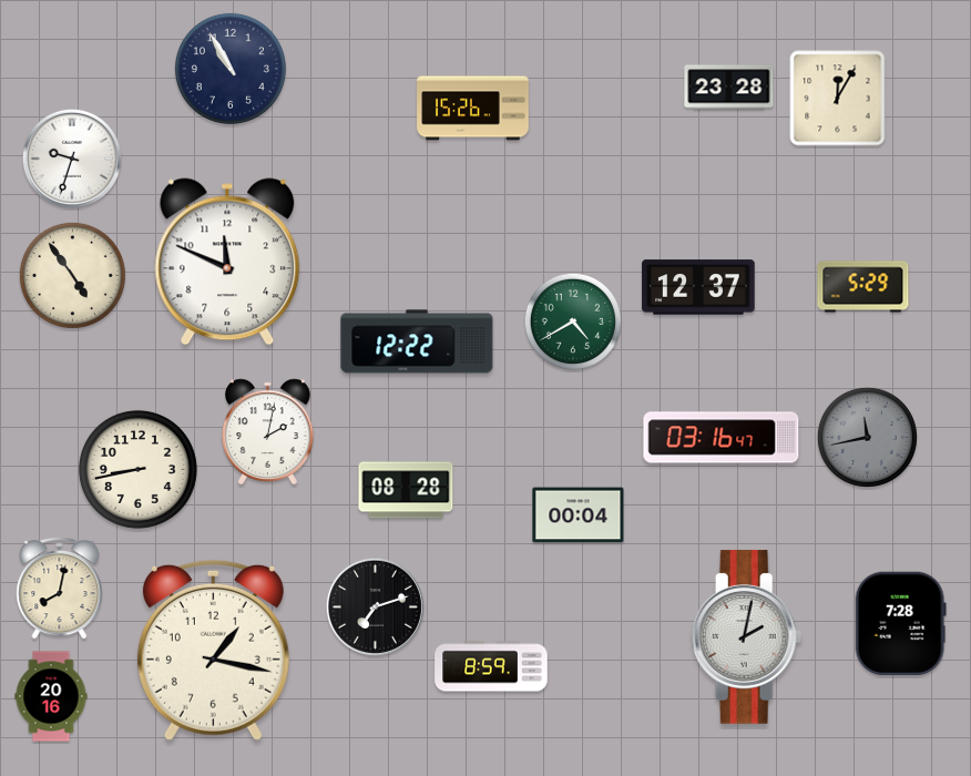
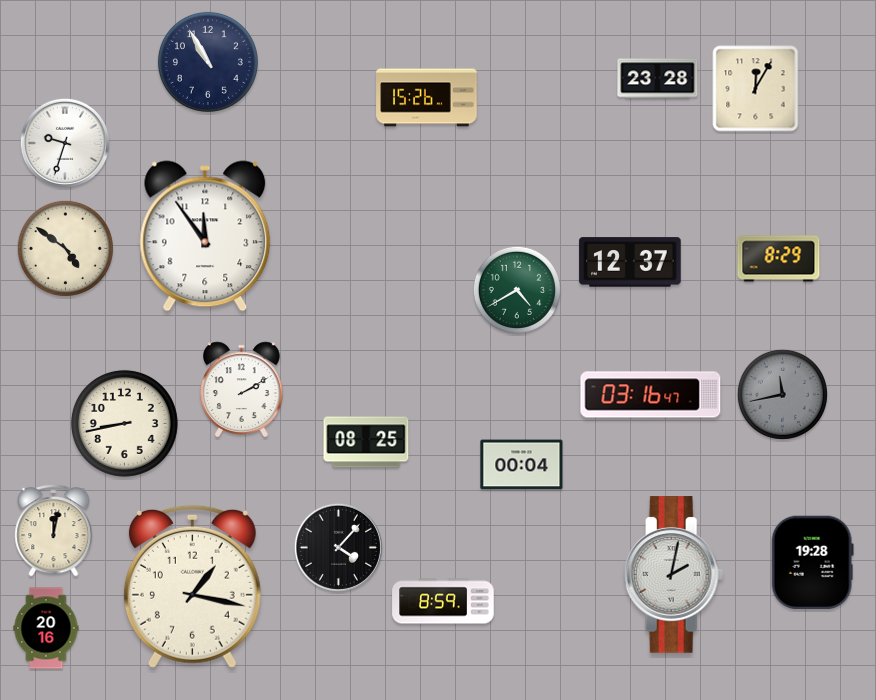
clock at (227, 262): 11:49 -> 11:54
clock at (72, 275): 4:54 -> 4:51
clock at (698, 287) position: (698, 287) -> (630, 262)
clock at (863, 287): 5:29 -> 8:29
clock at (417, 341): 12:22 -> none
clock at (268, 432): 2:02 -> 2:10
clock at (406, 490): 08:28 -> 08:25
clock at (60, 588): 8:02 -> 12:02
clock at (375, 606): 7:12 -> 4:07
clock at (900, 623): 7:28 -> 19:28
